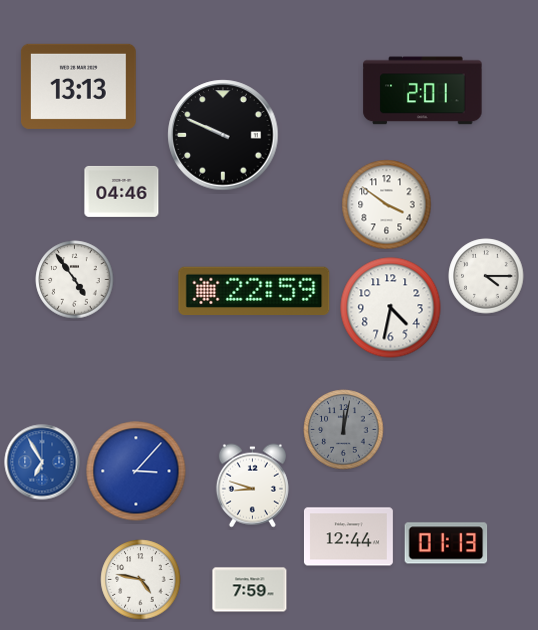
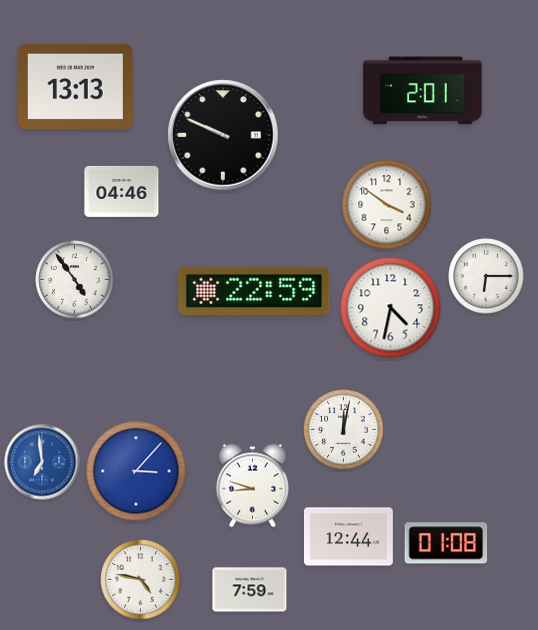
clock at (78, 86) position: (78, 86) -> (75, 86)
clock at (486, 276): 4:15 -> 6:15
clock at (344, 430) dial: grey -> white
clock at (42, 462): 6:55 -> 6:59
clock at (446, 543): 01:13 -> 01:08
